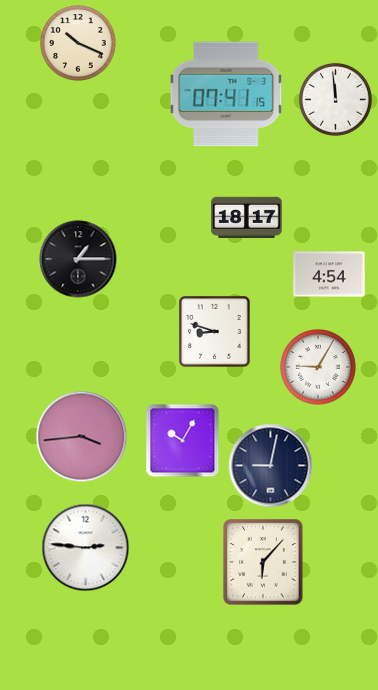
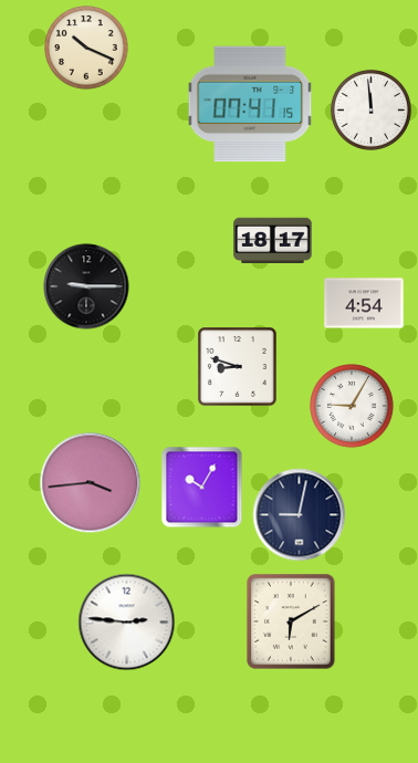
clock at (78, 259): 1:15 -> 9:15
clock at (86, 548) position: (86, 548) -> (127, 623)
clock at (263, 562): 6:07 -> 6:10
